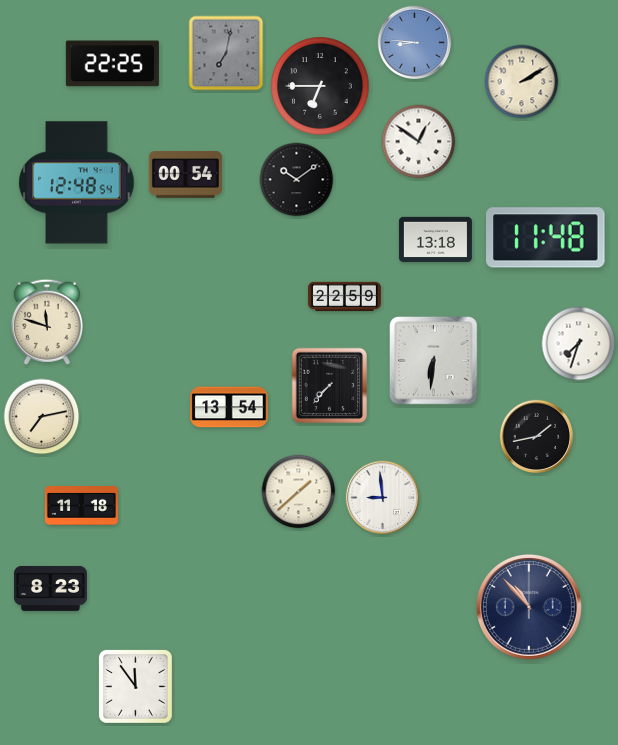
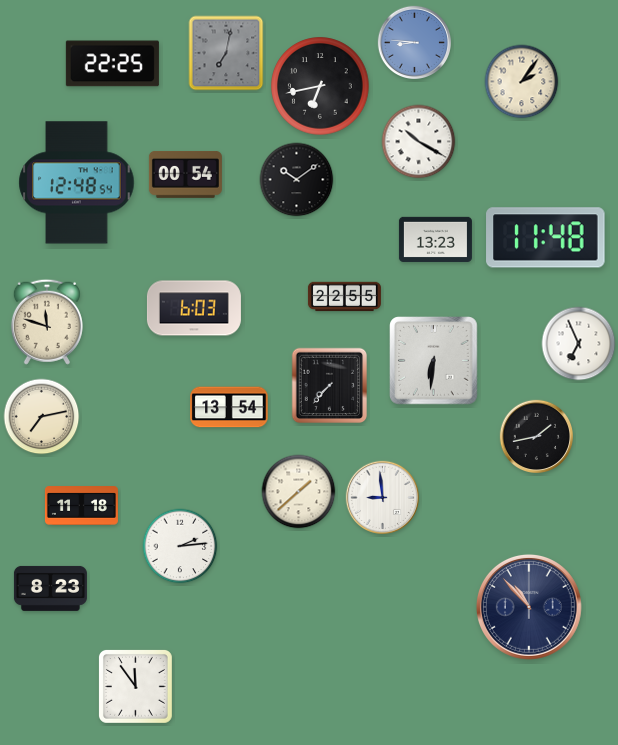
clock at (522, 82): 2:10 -> 2:06
clock at (320, 86): 6:45 -> 6:43
clock at (419, 142): 12:51 -> 10:20
clock at (435, 239): 13:18 -> 13:23
clock at (344, 297): 22:59 -> 22:55
clock at (194, 308): none -> 6:03
clock at (579, 344): 7:33 -> 6:56
clock at (180, 546): none -> 2:14
